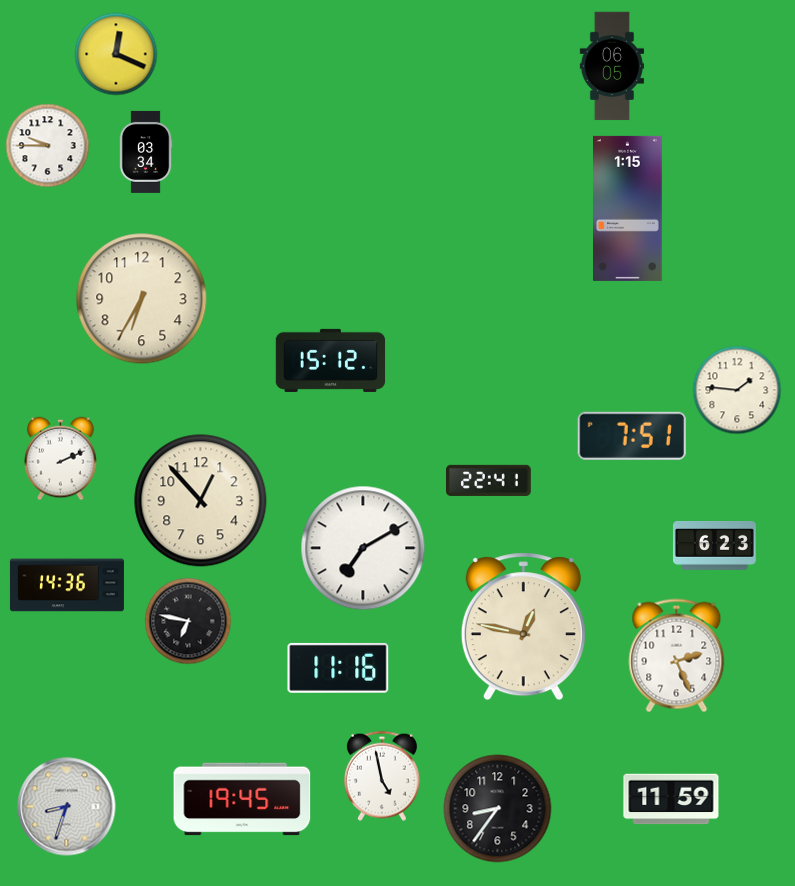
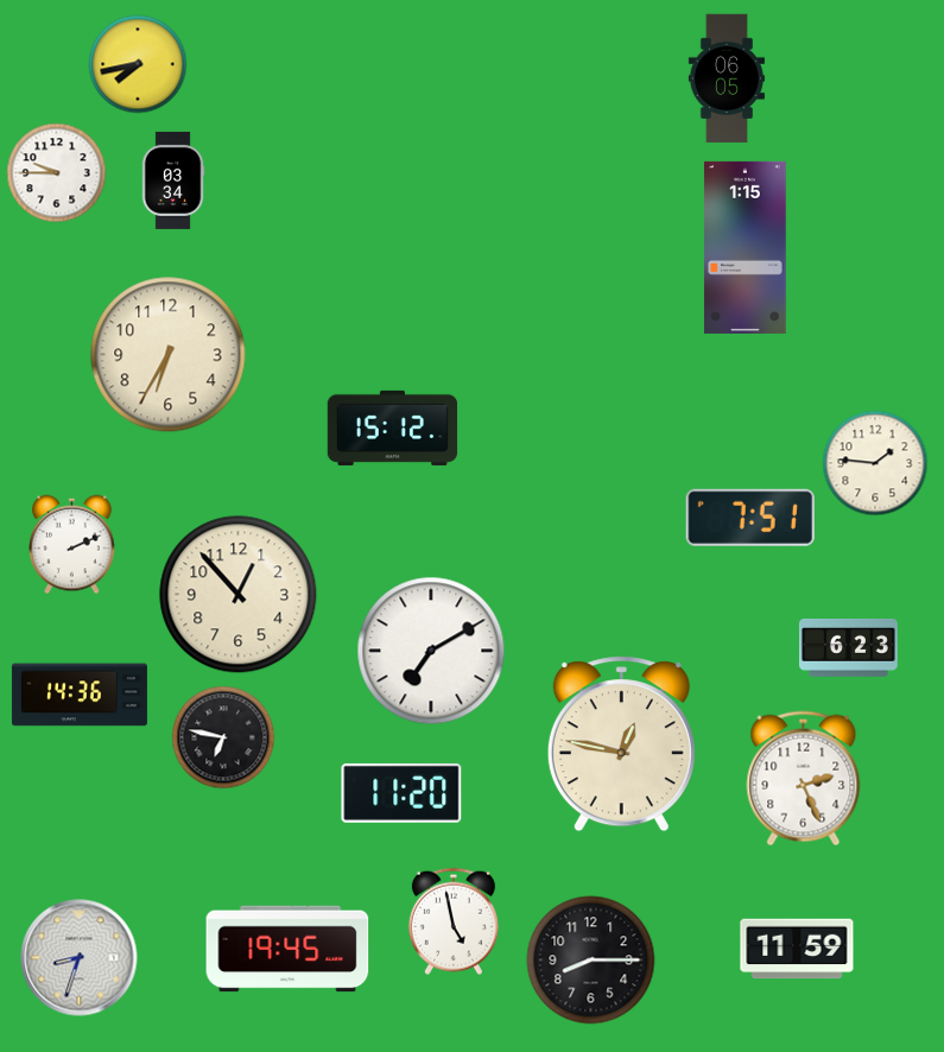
clock at (116, 54): 12:19 -> 7:43
clock at (489, 480): 22:41 -> none
clock at (338, 668): 11:16 -> 11:20
clock at (498, 809): 8:36 -> 8:15
